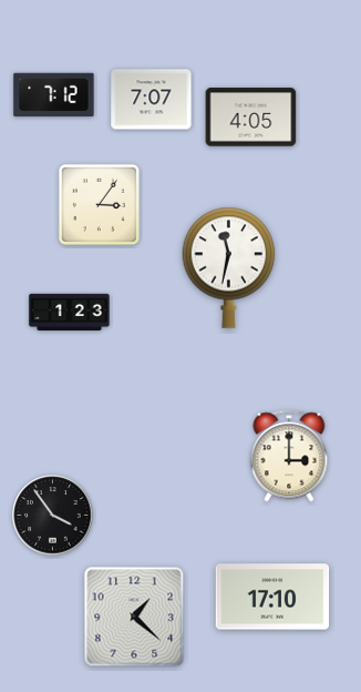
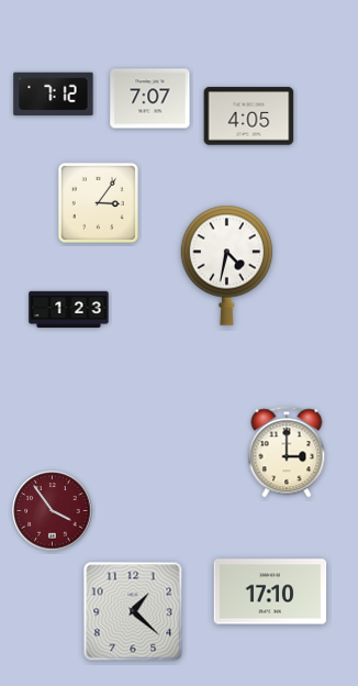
clock at (229, 267): 11:32 -> 4:32
clock at (53, 516) dial: black -> burgundy
